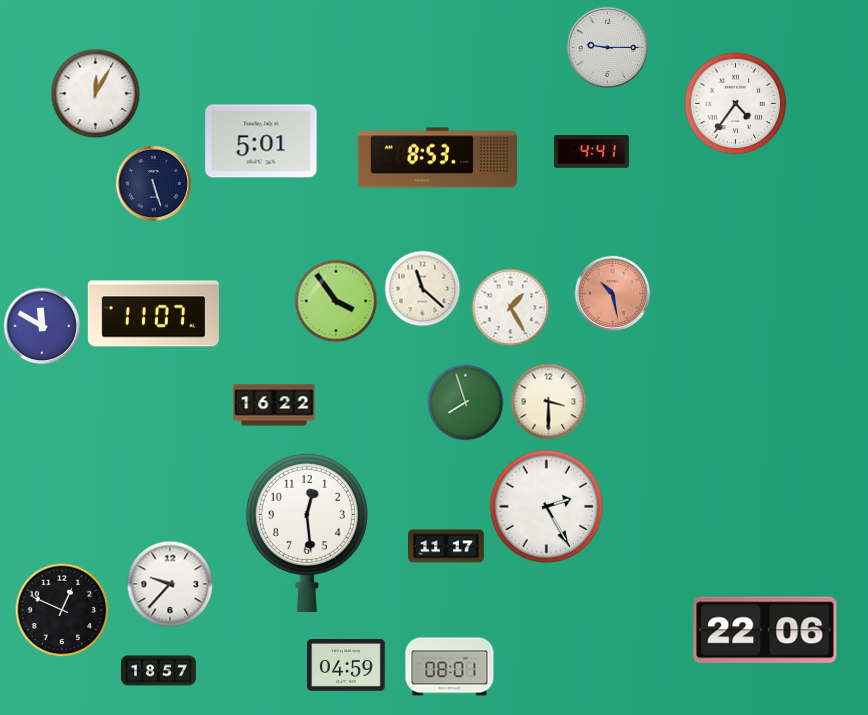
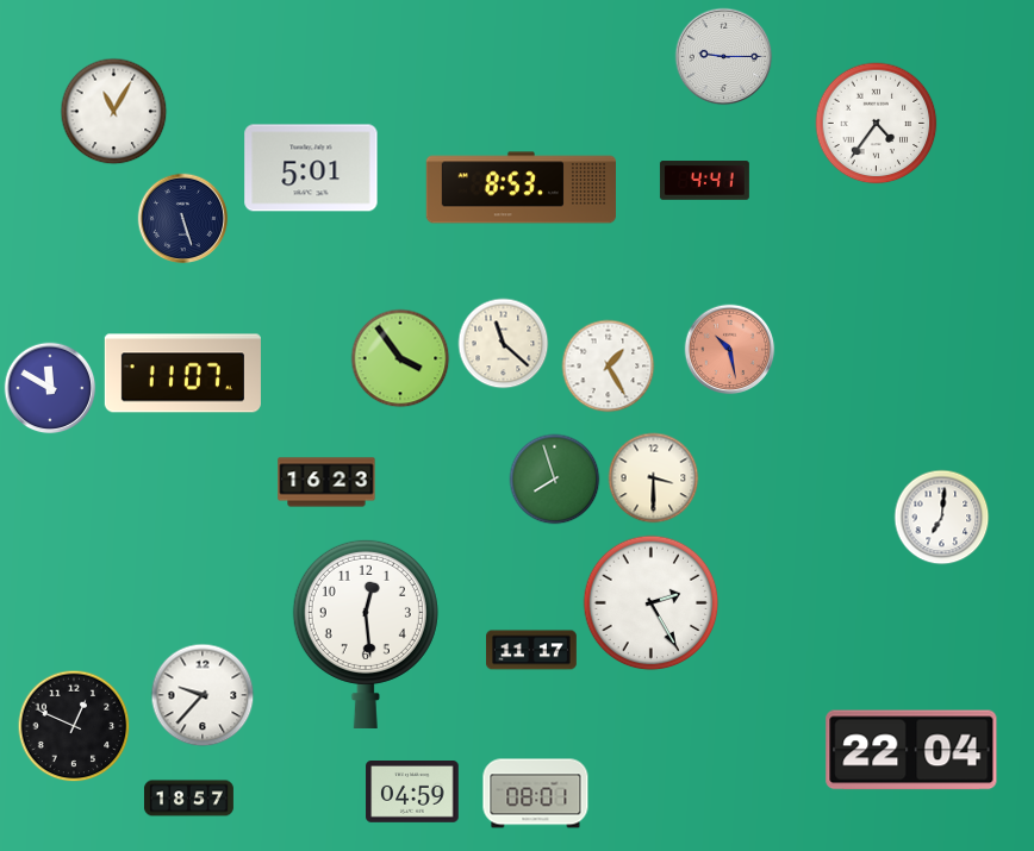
clock at (96, 94): 12:05 -> 11:05
clock at (274, 405): 16:22 -> 16:23
clock at (942, 518): none -> 7:01
clock at (765, 630): 22:06 -> 22:04
